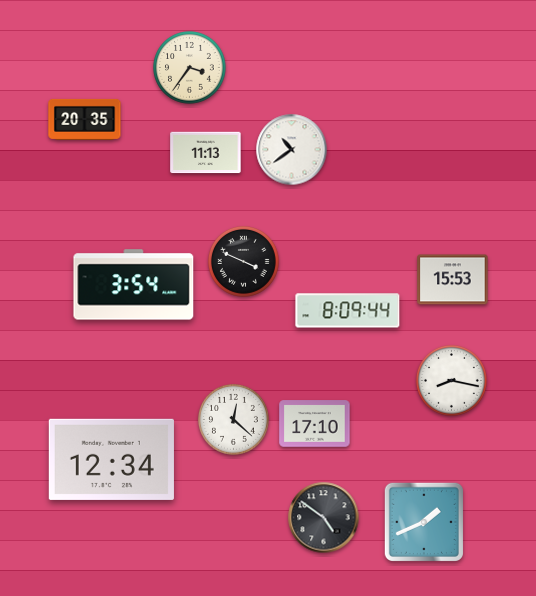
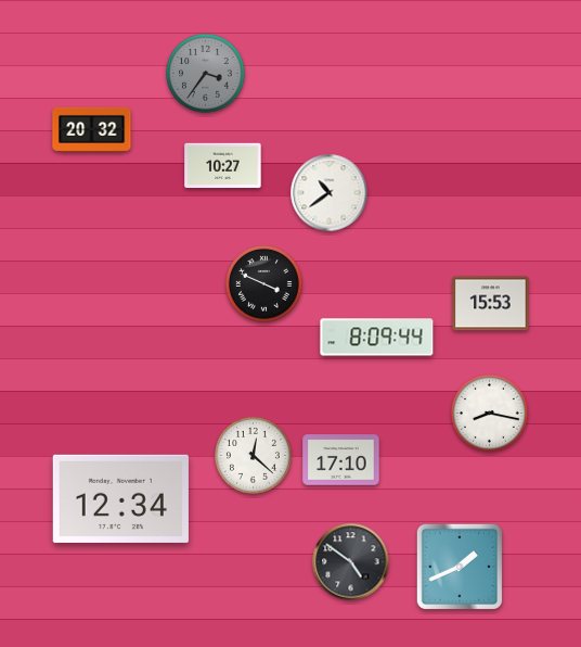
clock at (190, 68) dial: cream -> grey
clock at (85, 119): 20:35 -> 20:32
clock at (292, 150) position: (292, 150) -> (330, 193)
clock at (206, 153): 11:13 -> 10:27
clock at (134, 285): 3:54 -> none
